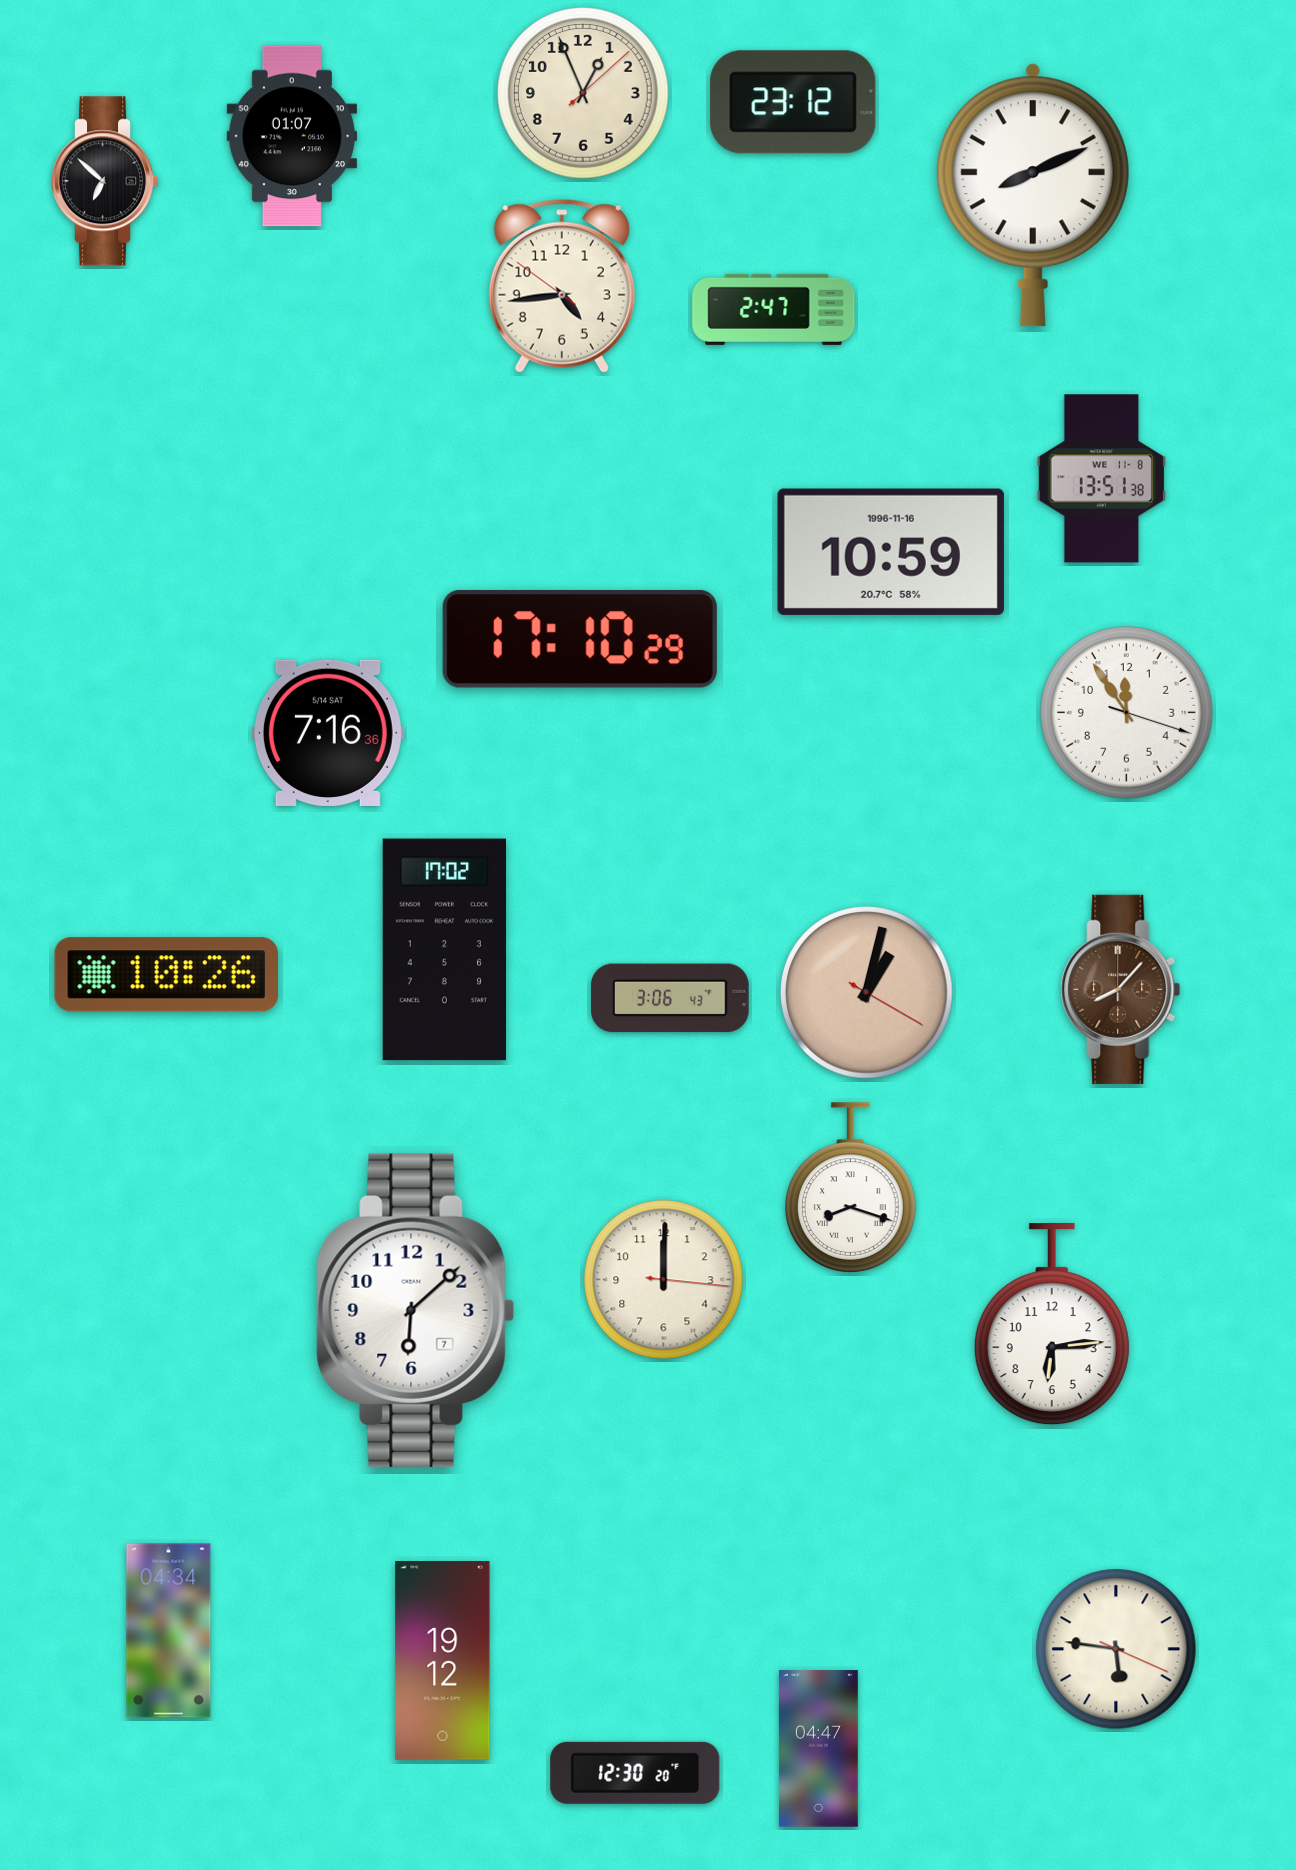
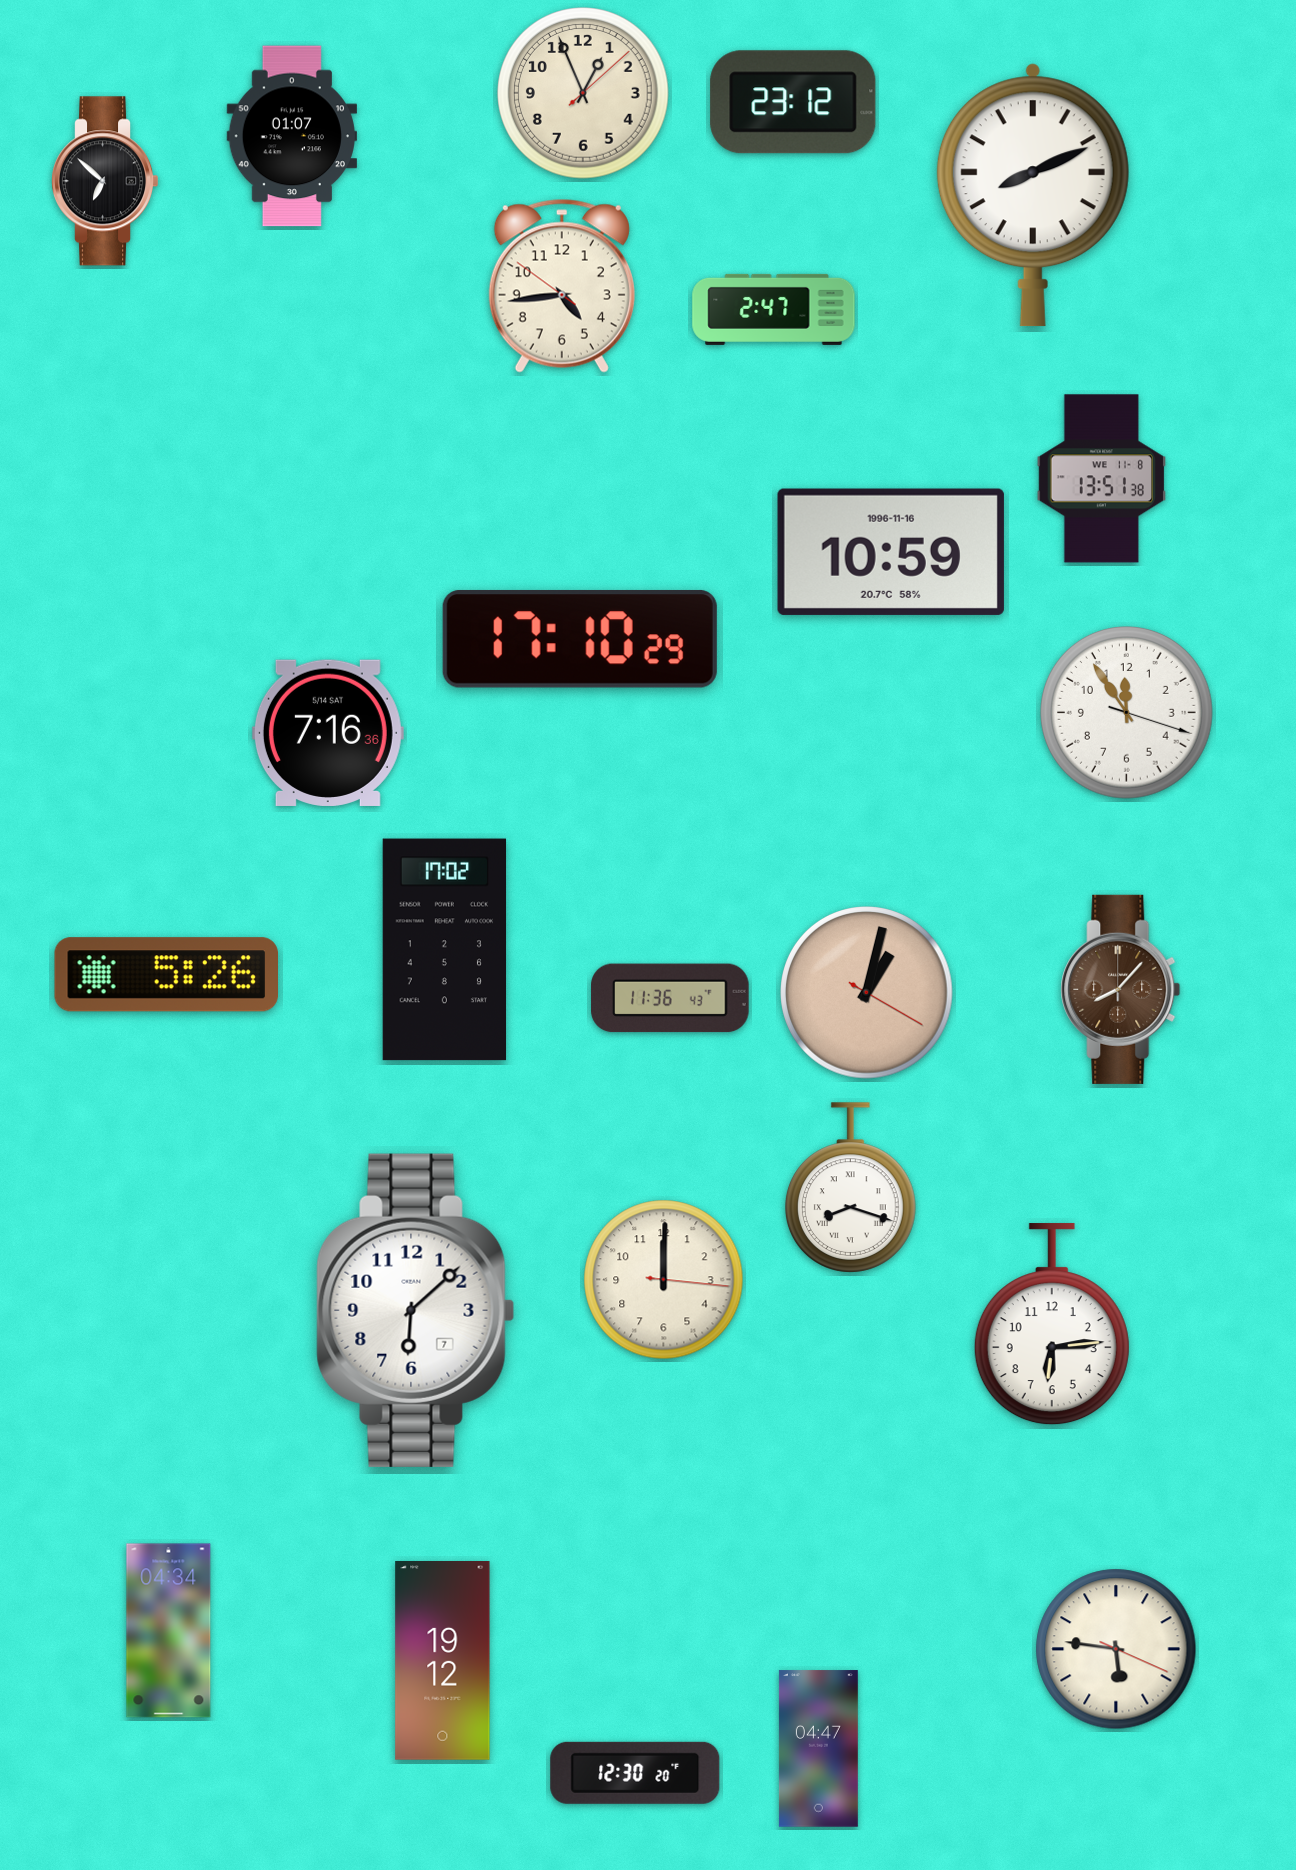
clock at (166, 975): 10:26 -> 5:26
clock at (670, 998): 3:06 -> 11:36
